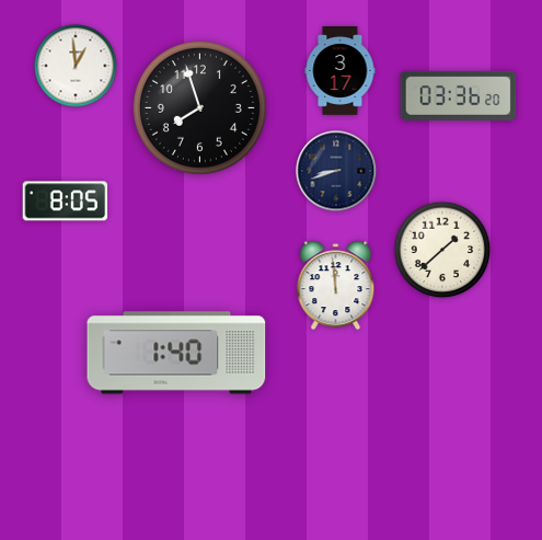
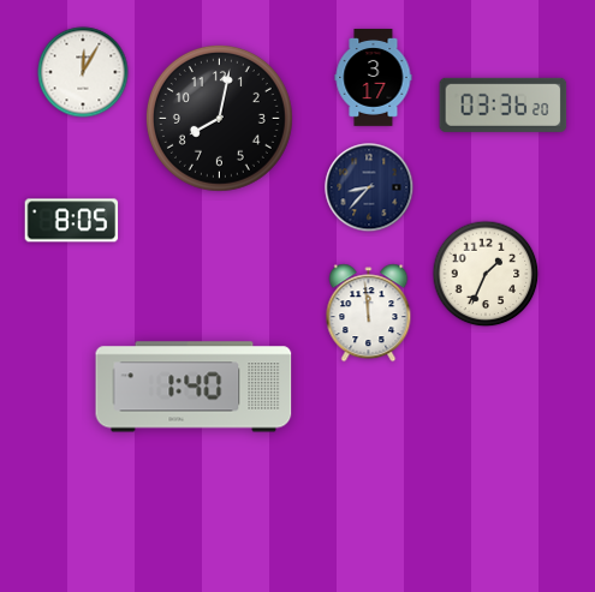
clock at (76, 66): 12:59 -> 12:05
clock at (199, 107): 7:57 -> 8:02
clock at (336, 171): 8:42 -> 8:37
clock at (442, 250): 1:38 -> 1:34
